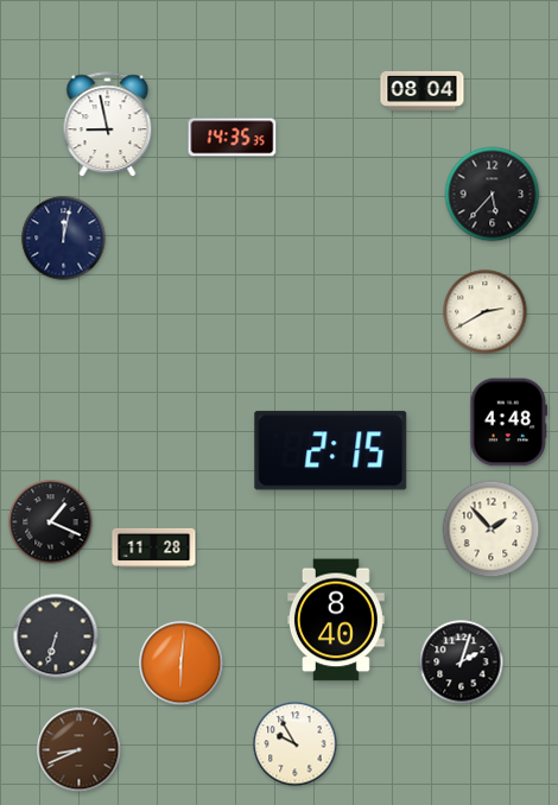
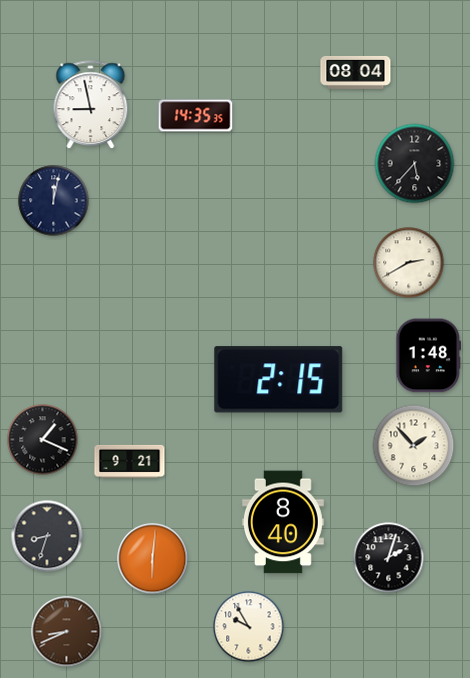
clock at (423, 90) position: (423, 90) -> (356, 72)
clock at (508, 423): 4:48 -> 1:48
clock at (154, 547): 11:28 -> 9:21
clock at (56, 636): 6:33 -> 8:33
